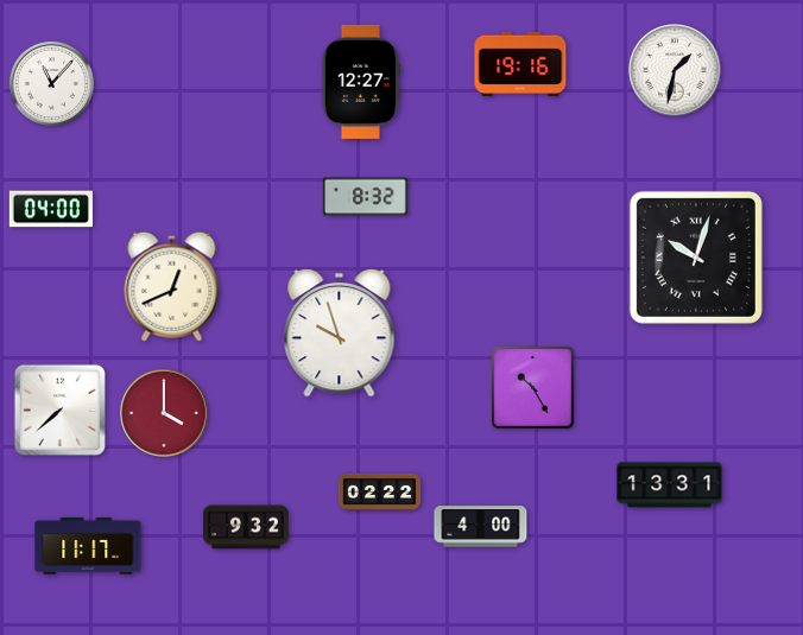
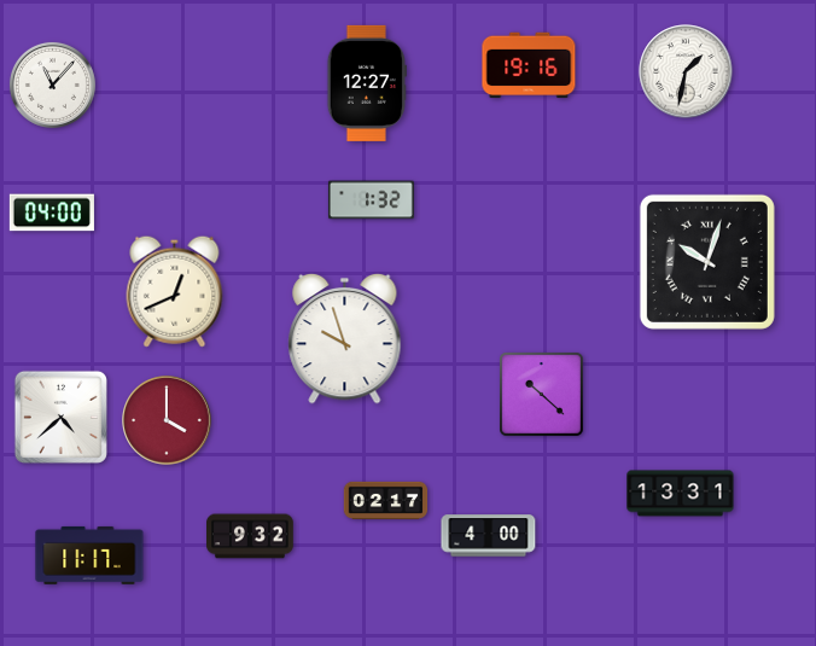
clock at (365, 197): 8:32 -> 1:32
clock at (533, 388): 10:25 -> 10:22
clock at (59, 409): 7:38 -> 4:38
clock at (380, 491): 02:22 -> 02:17
